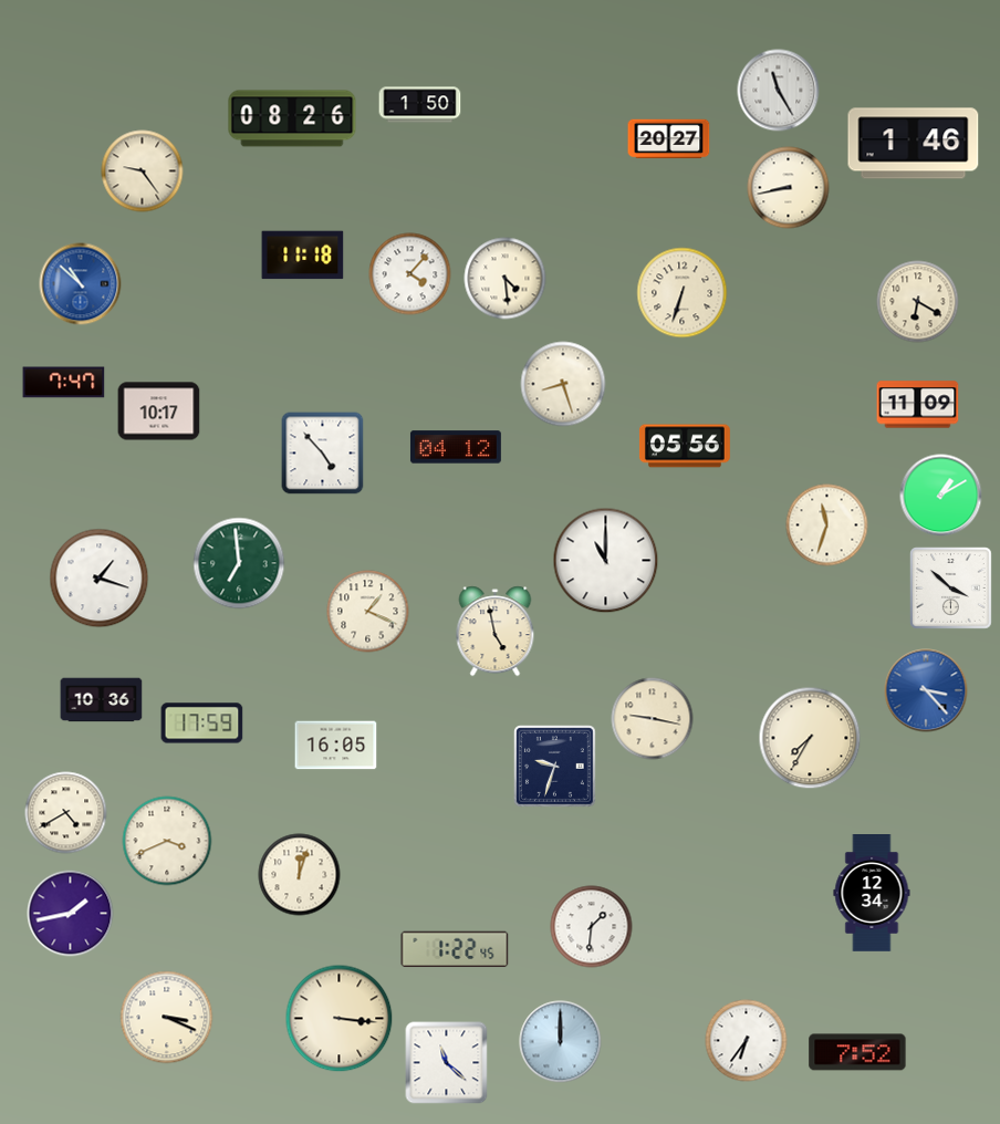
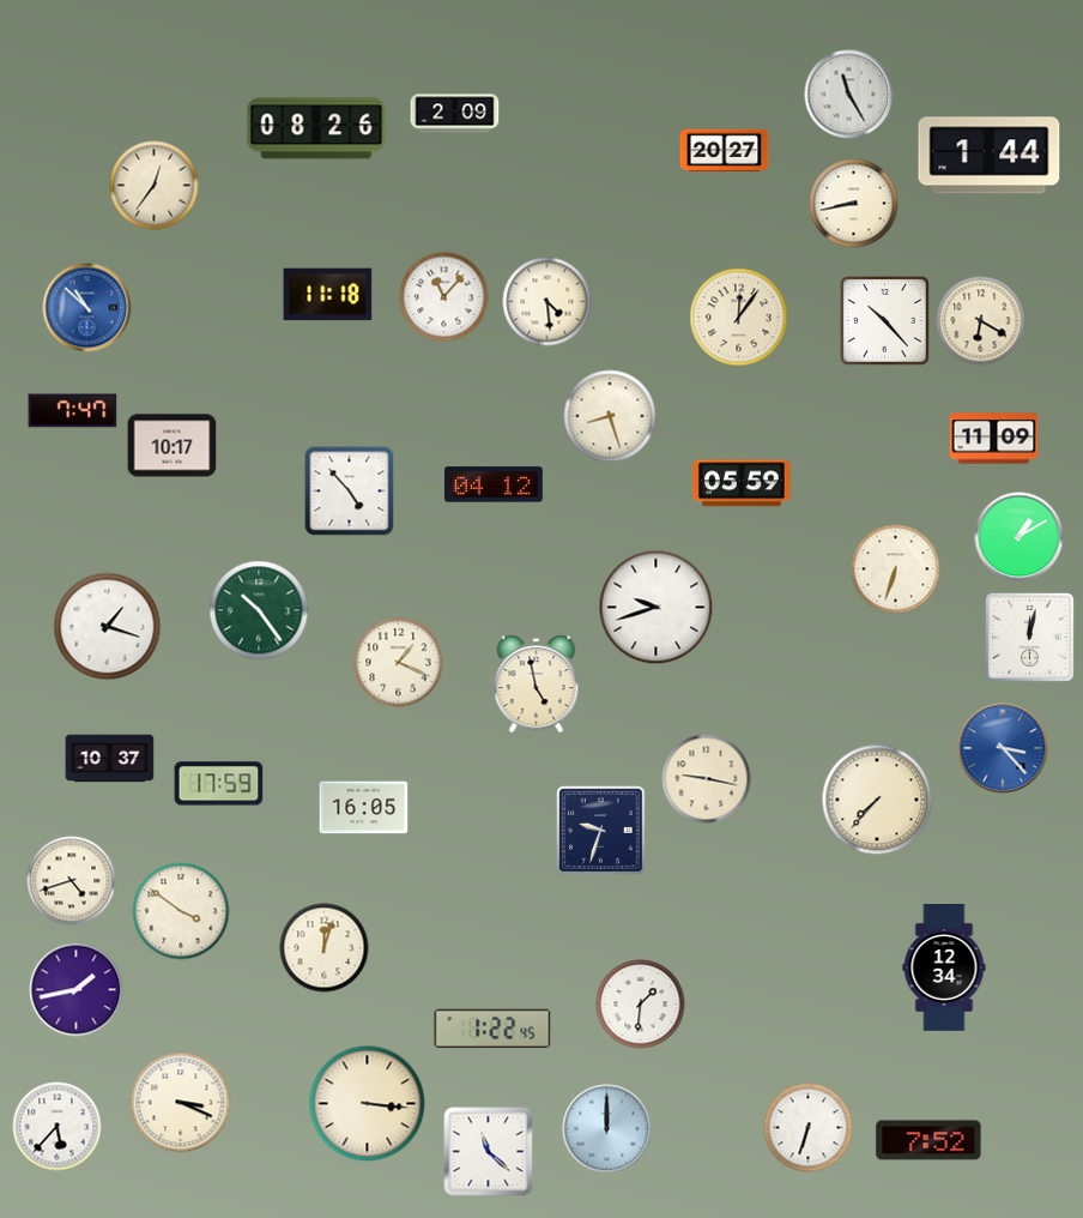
clock at (779, 91) position: (779, 91) -> (849, 95)
clock at (420, 105): 1:50 -> 2:09
clock at (914, 144): 1:46 -> 1:44
clock at (143, 171): 9:24 -> 12:36
clock at (303, 256) position: (303, 256) -> (328, 295)
clock at (410, 274): 4:07 -> 11:07
clock at (683, 293): 6:33 -> 12:06
clock at (885, 321): none -> 10:23
clock at (918, 302) position: (918, 302) -> (981, 321)
clock at (64, 383) position: (64, 383) -> (73, 411)
clock at (685, 446): 05:56 -> 05:59
clock at (827, 525): 11:33 -> 6:33
clock at (606, 561): 11:00 -> 9:42
clock at (239, 563): 6:59 -> 10:24
clock at (951, 589): 3:52 -> 12:02
clock at (102, 700): 10:36 -> 10:37
clock at (810, 738): 7:35 -> 7:37
clock at (66, 813): 4:40 -> 4:42
clock at (167, 841): 3:41 -> 3:51
clock at (58, 1127): none -> 5:37
clock at (747, 1041): 6:36 -> 6:33
clock at (447, 1063) position: (447, 1063) -> (489, 1152)
